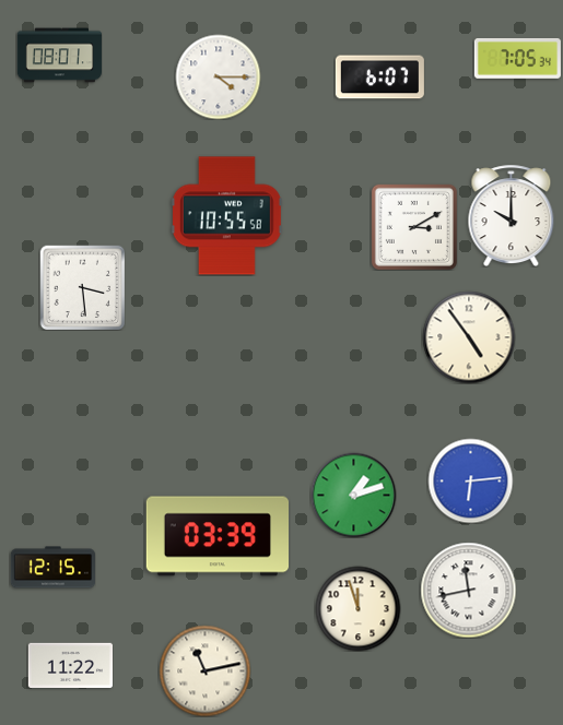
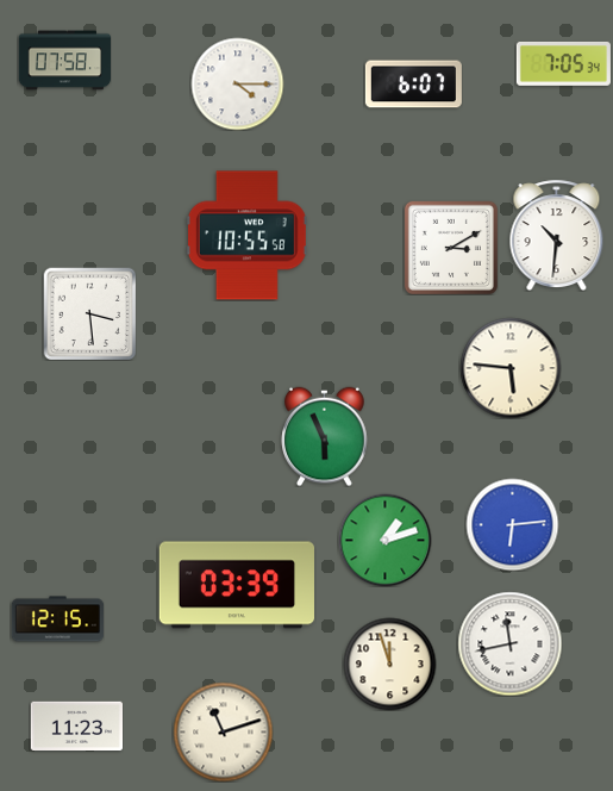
clock at (59, 56): 08:01 -> 07:58
clock at (512, 215): 10:00 -> 10:31
clock at (469, 337): 4:54 -> 5:46
clock at (325, 436): none -> 5:56
clock at (70, 665): 11:22 -> 11:23
clock at (204, 670): 11:13 -> 11:12
